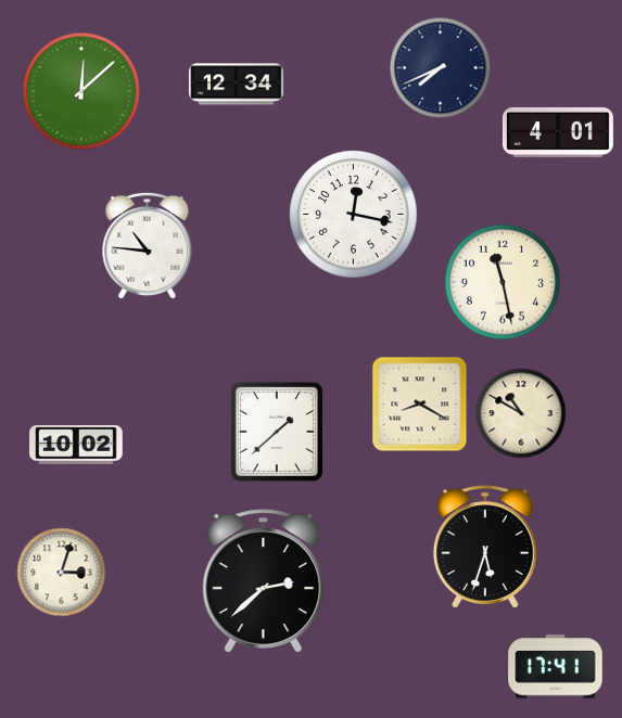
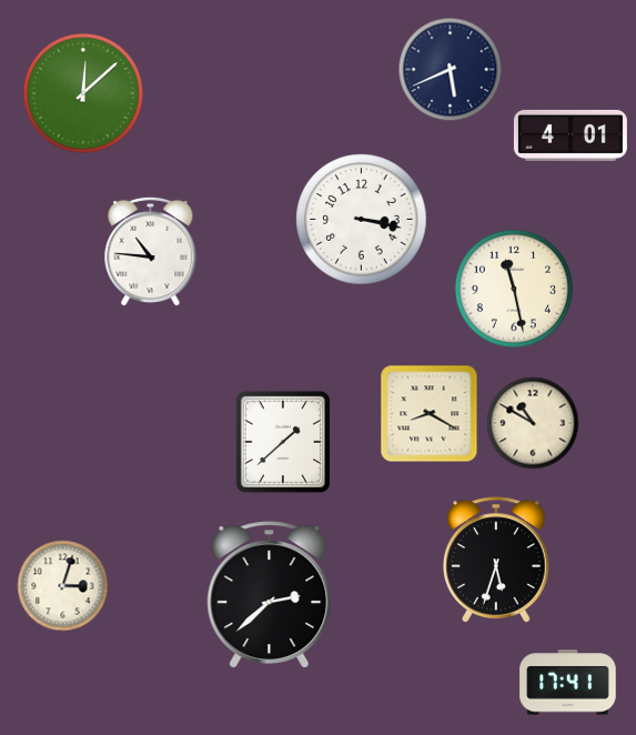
clock at (441, 68): 7:41 -> 5:41
clock at (237, 85): 12:34 -> none
clock at (354, 215): 12:17 -> 3:17
clock at (76, 445): 10:02 -> none
